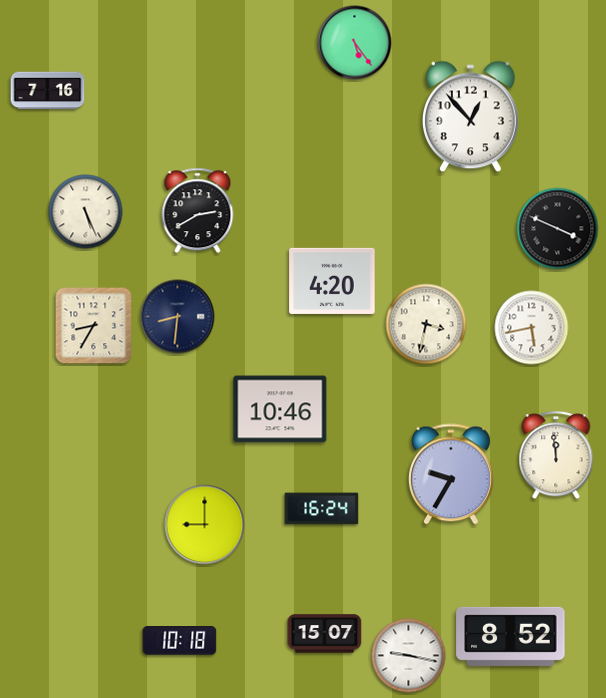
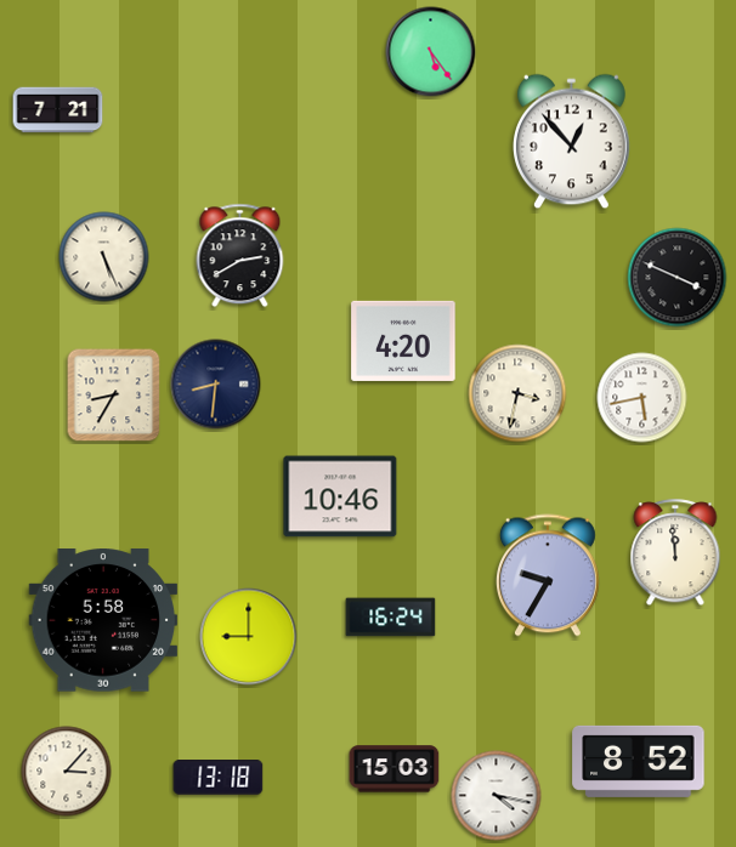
clock at (48, 91): 7:16 -> 7:21
clock at (532, 328) position: (532, 328) -> (642, 398)
clock at (103, 620): none -> 5:58
clock at (325, 634): 15:07 -> 15:03
clock at (67, 772): none -> 3:07
clock at (511, 636) position: (511, 636) -> (639, 761)
clock at (180, 641): 10:18 -> 13:18
clock at (409, 656): 9:17 -> 4:17
